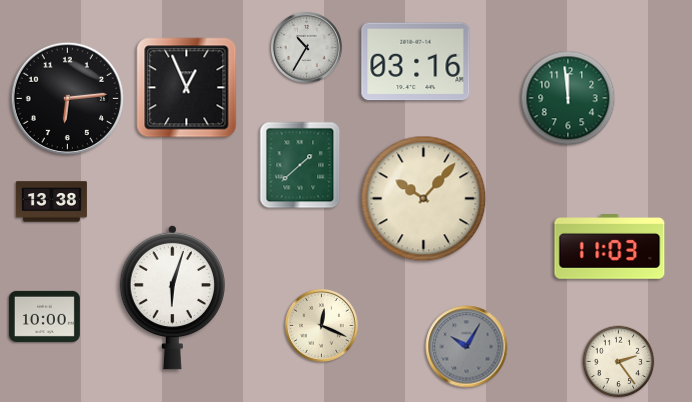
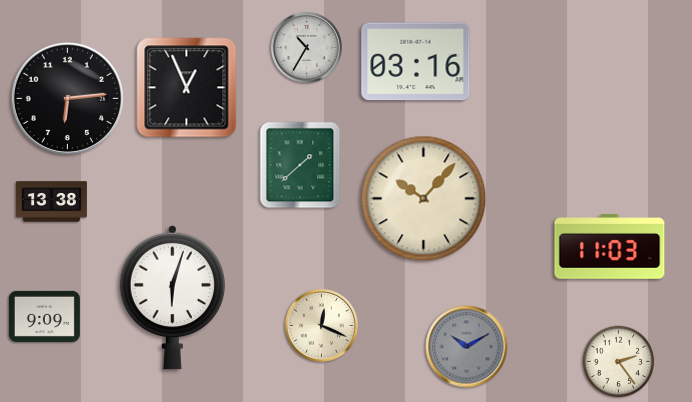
clock at (568, 98): 11:59 -> none
clock at (44, 316): 10:00 -> 9:09
clock at (467, 347): 10:05 -> 10:10
